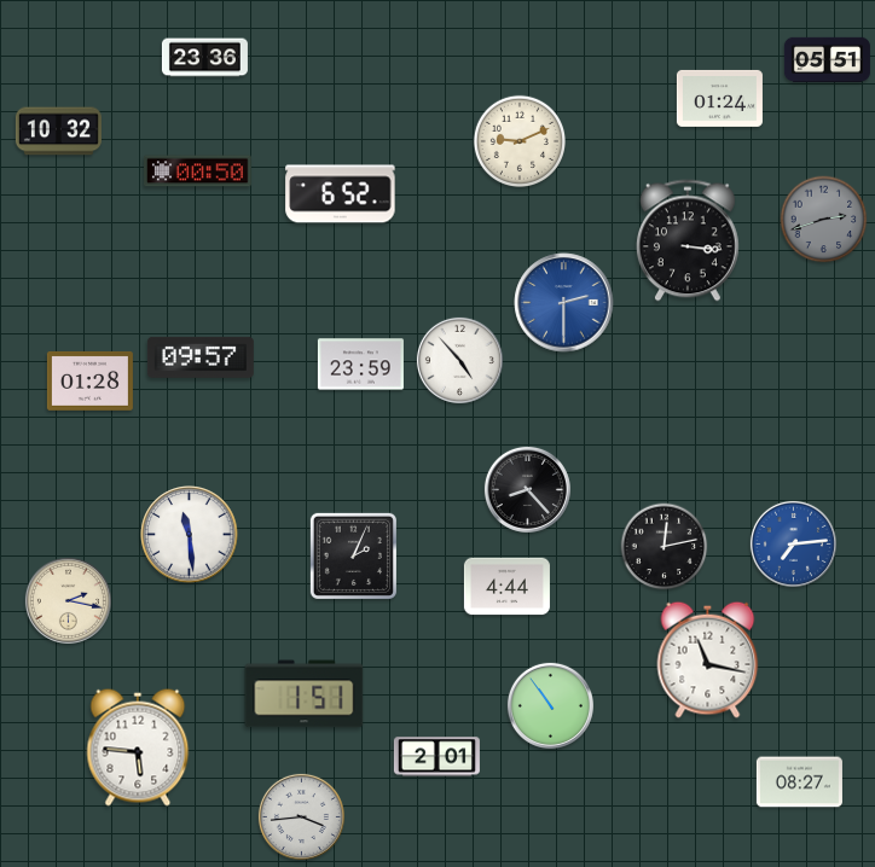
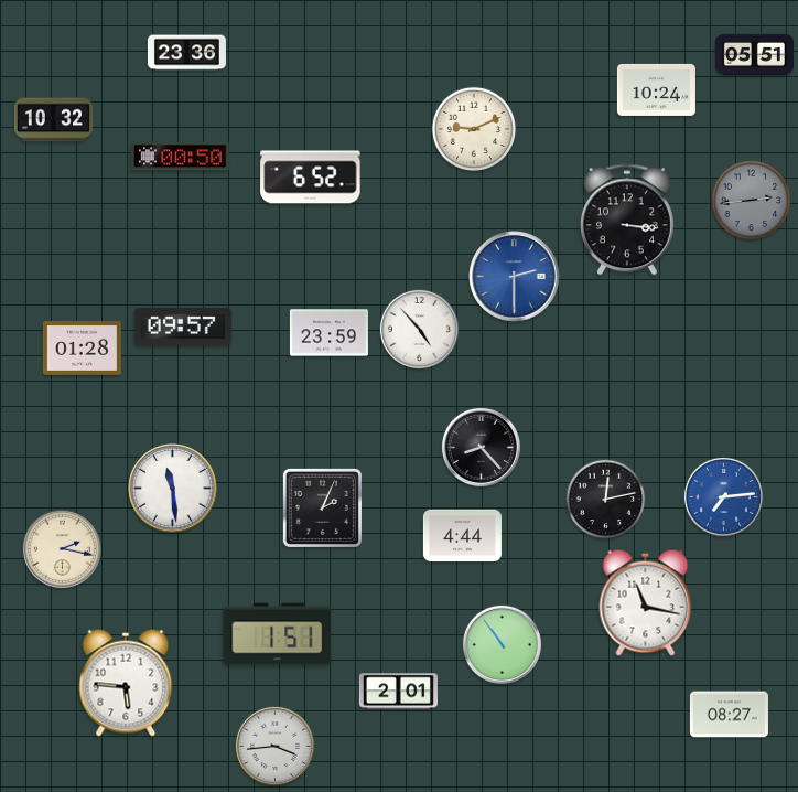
clock at (719, 98): 01:24 -> 10:24
clock at (824, 220): 2:42 -> 2:44
